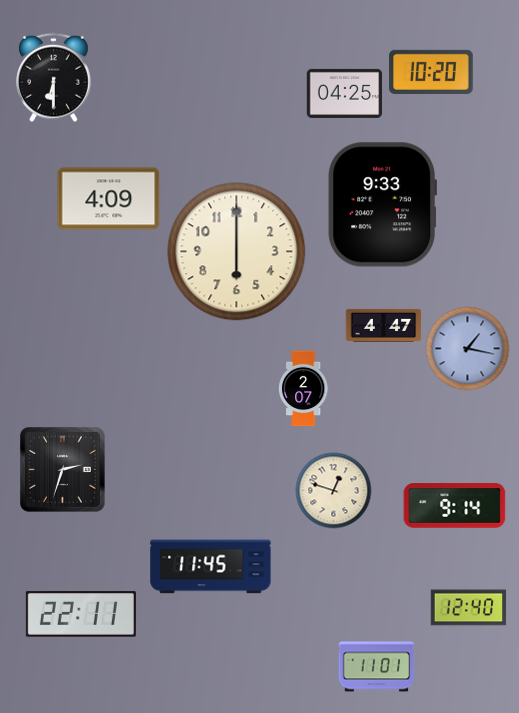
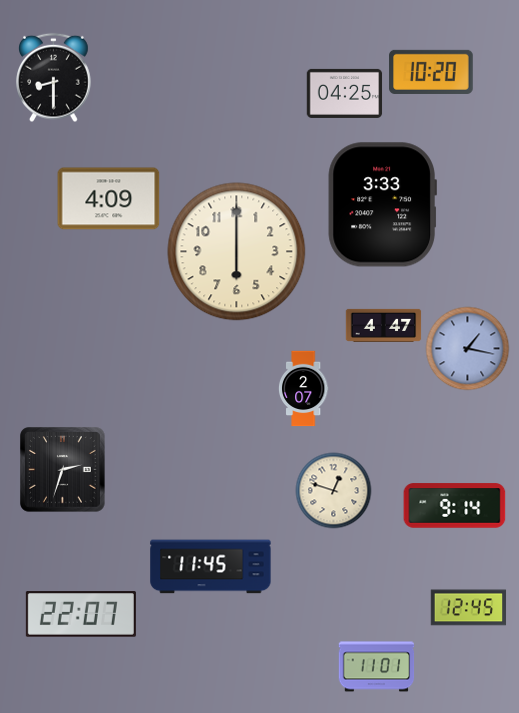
clock at (54, 78): 6:30 -> 8:30
clock at (382, 205): 9:33 -> 3:33
clock at (469, 608): 12:40 -> 12:45
clock at (81, 614): 22:11 -> 22:07
